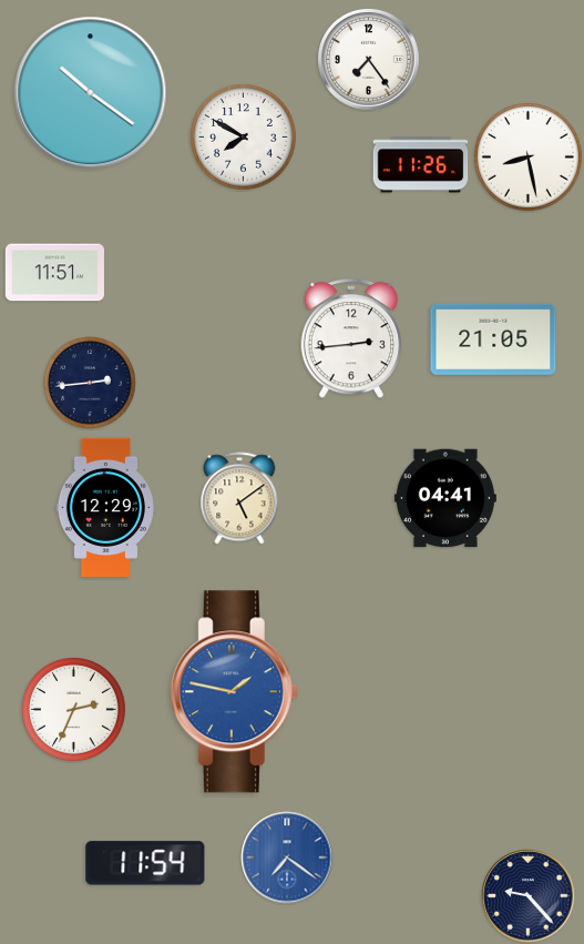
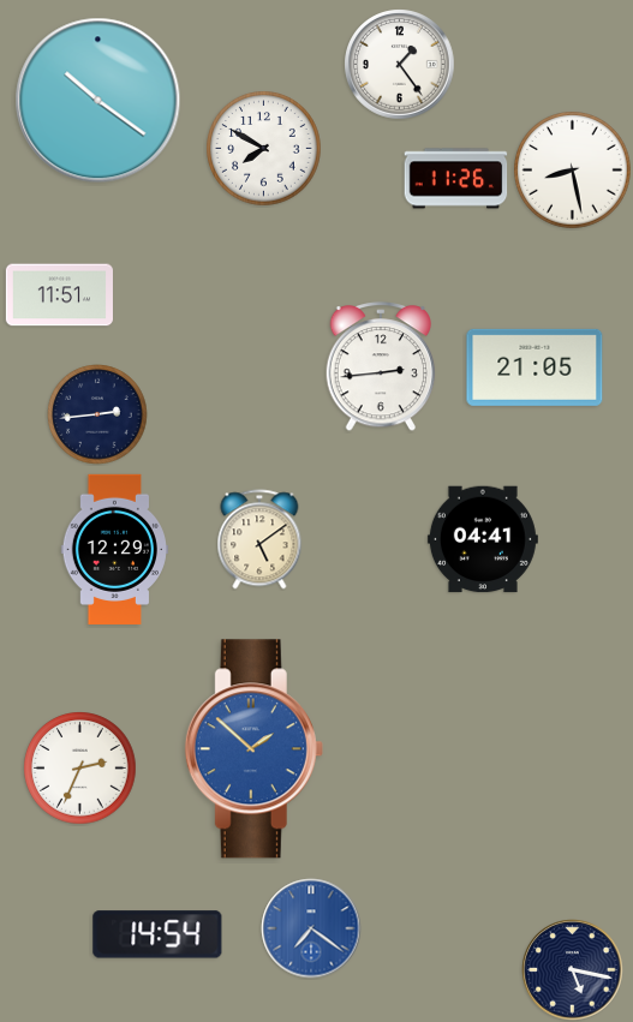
clock at (369, 60): 7:24 -> 1:24
clock at (234, 692): 1:47 -> 1:52
clock at (145, 863): 11:54 -> 14:54
clock at (529, 896): 9:23 -> 5:17
